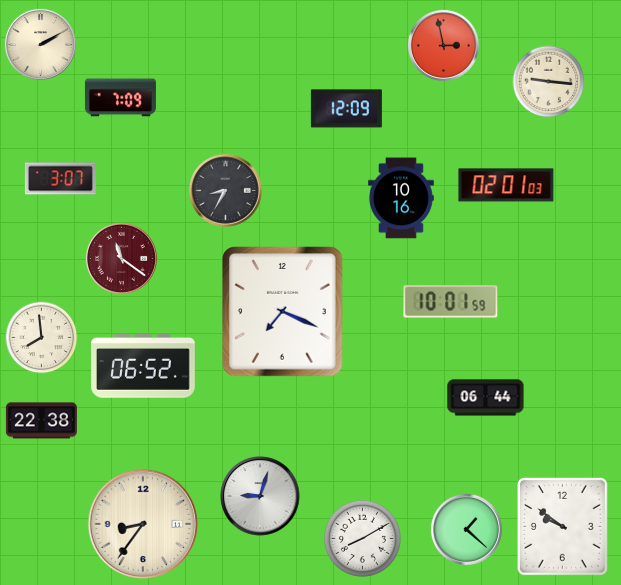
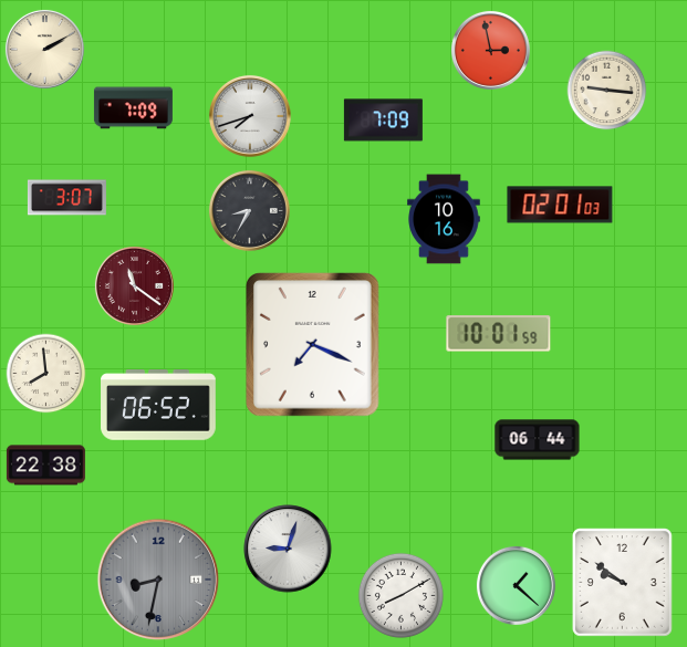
clock at (250, 116): none -> 7:42
clock at (346, 109): 12:09 -> 7:09
clock at (143, 524): 8:36 -> 8:32
clock at (143, 524) dial: cream -> grey
